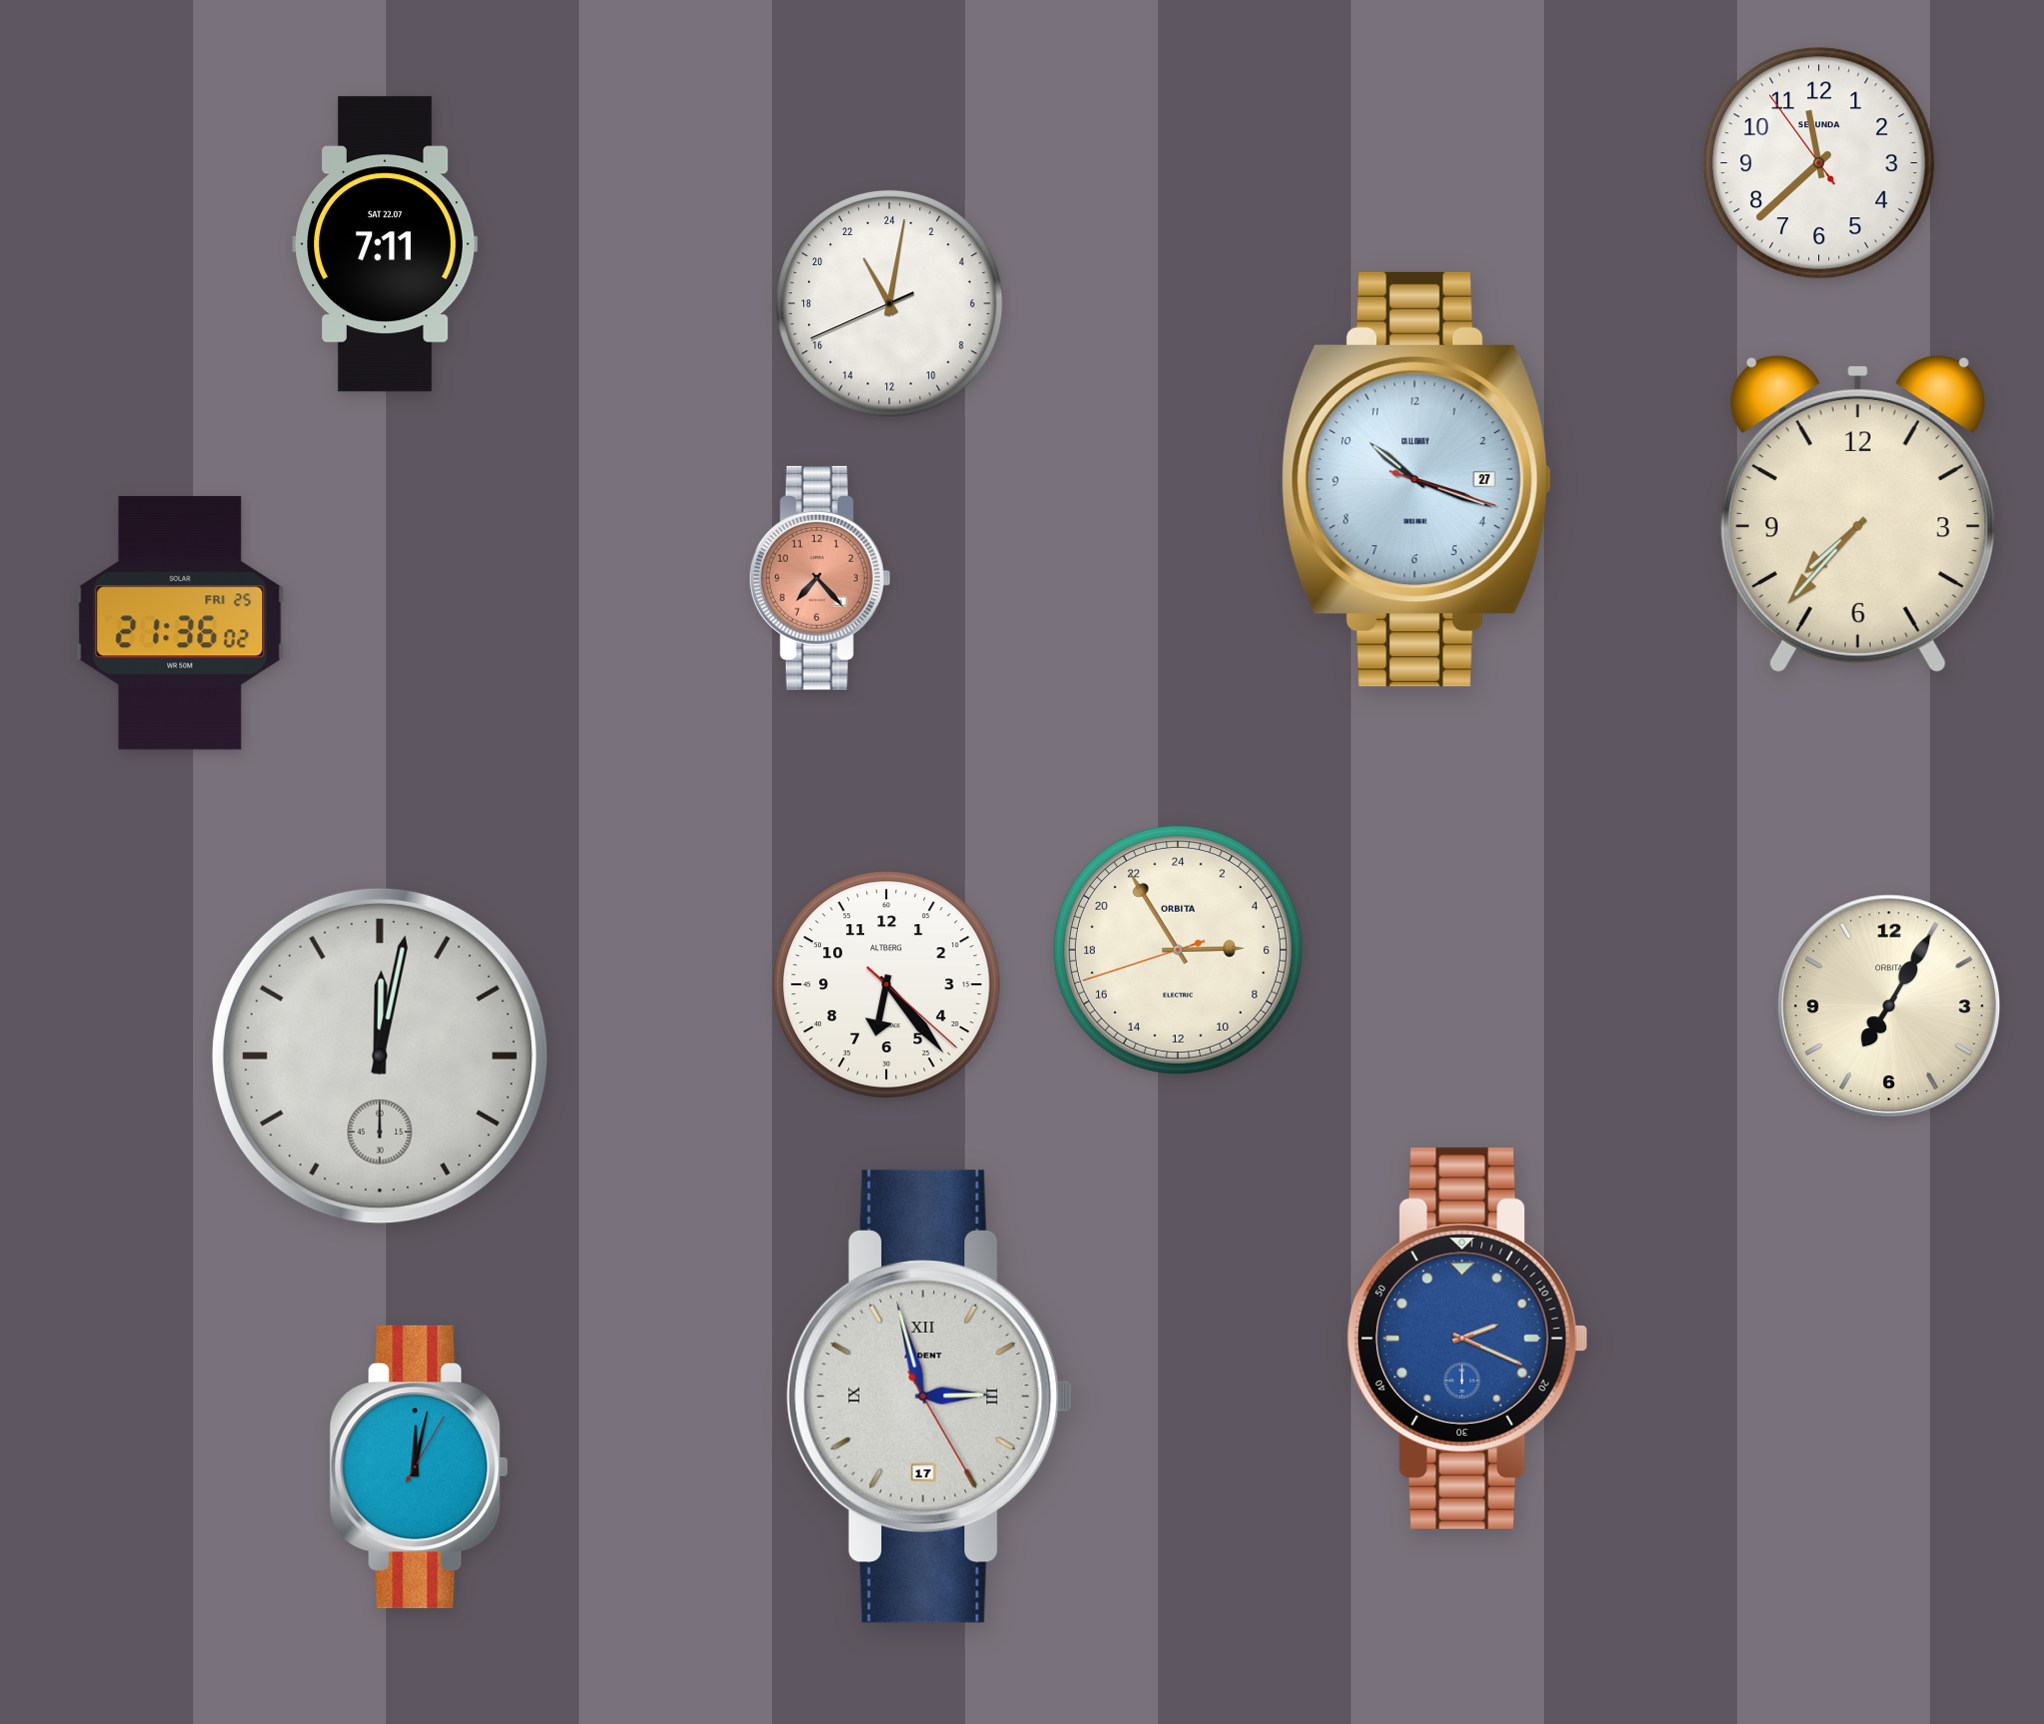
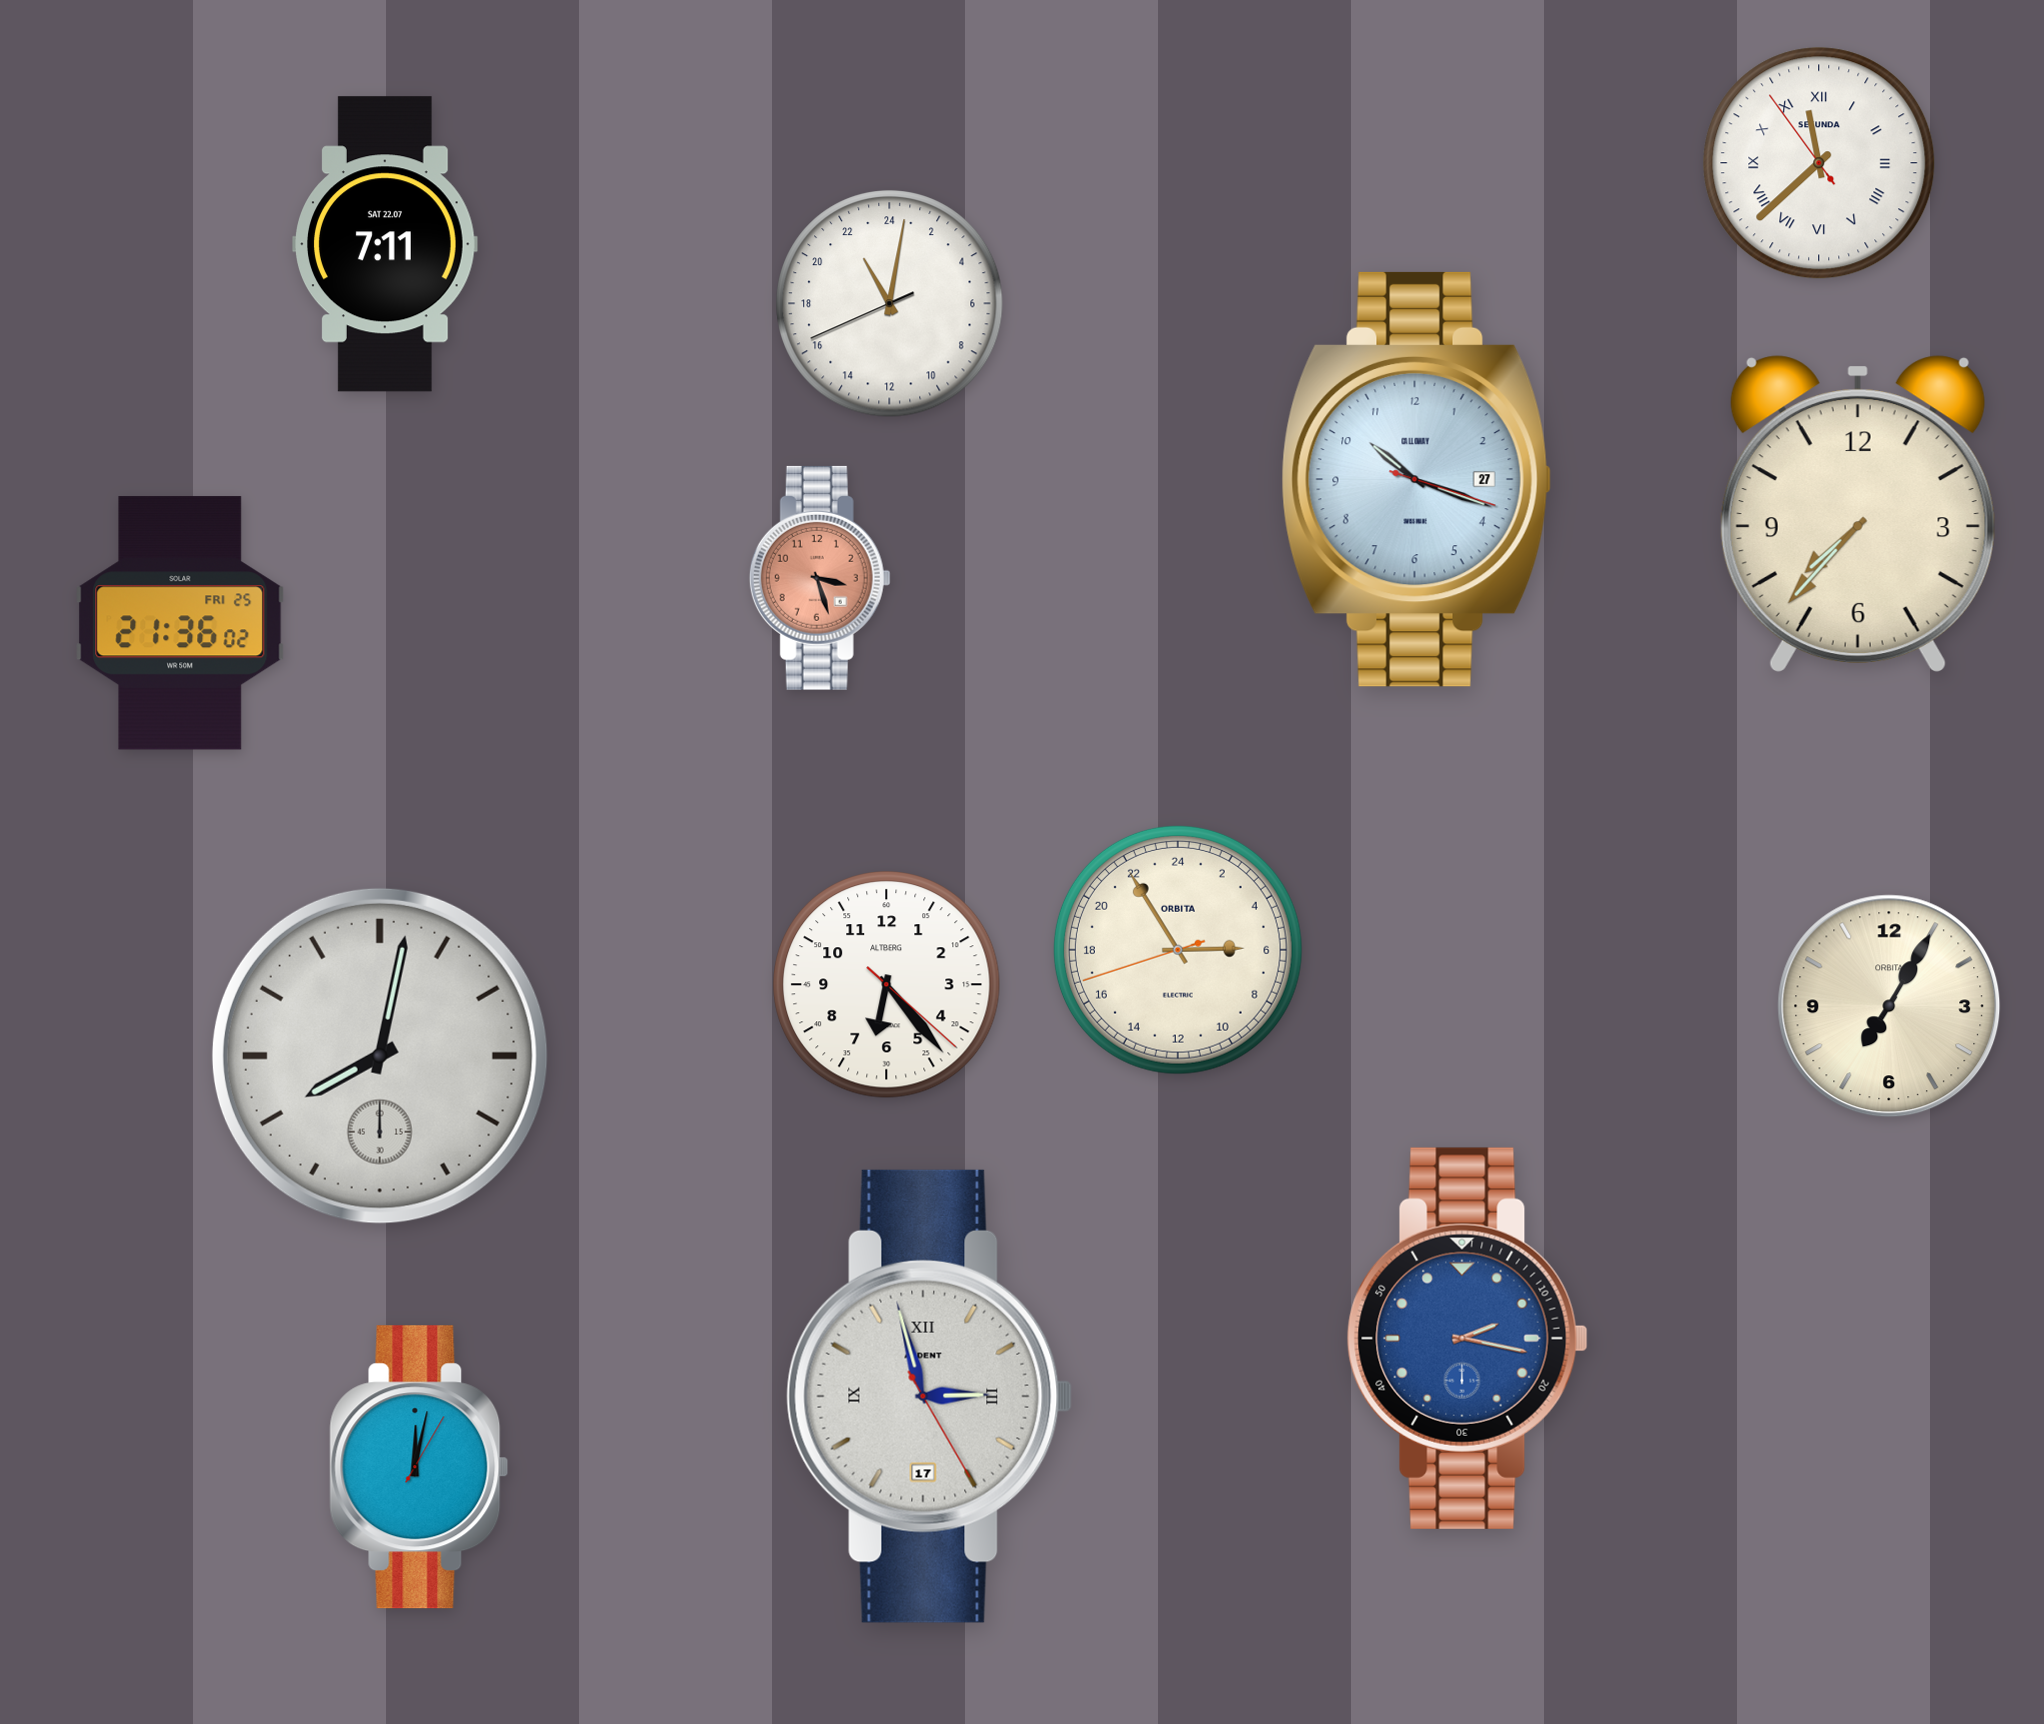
clock at (1819, 163) numerals: Arabic -> Roman
clock at (820, 578): 7:23 -> 3:27
clock at (380, 1056): 12:02 -> 8:02
clock at (1467, 1338): 2:19 -> 2:17
